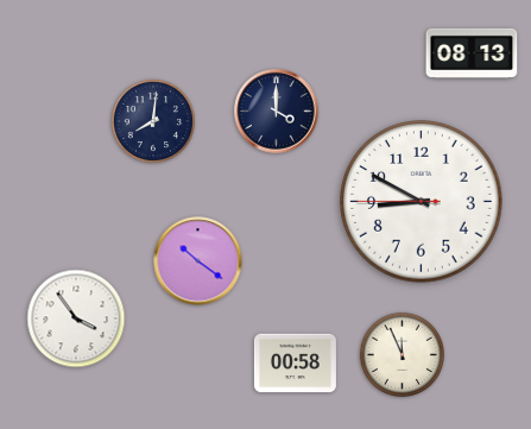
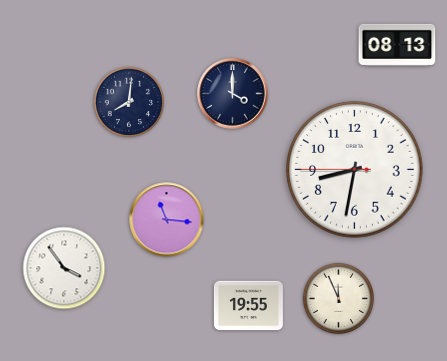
clock at (422, 202): 8:49 -> 8:31
clock at (198, 261): 10:21 -> 11:16
clock at (295, 364): 00:58 -> 19:55
